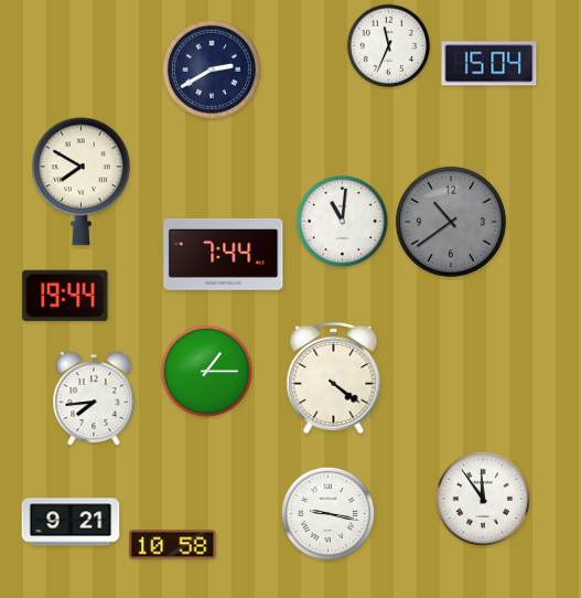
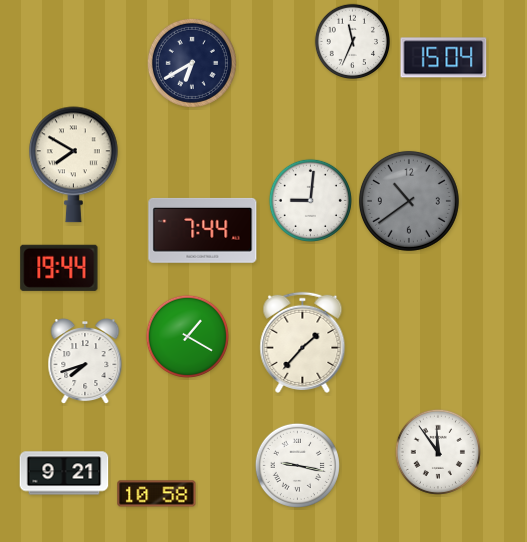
clock at (212, 70): 2:40 -> 6:40
clock at (342, 221): 11:01 -> 9:01
clock at (206, 371): 1:15 -> 1:20
clock at (334, 377): 4:21 -> 1:37
clock at (94, 399): 7:44 -> 7:42
